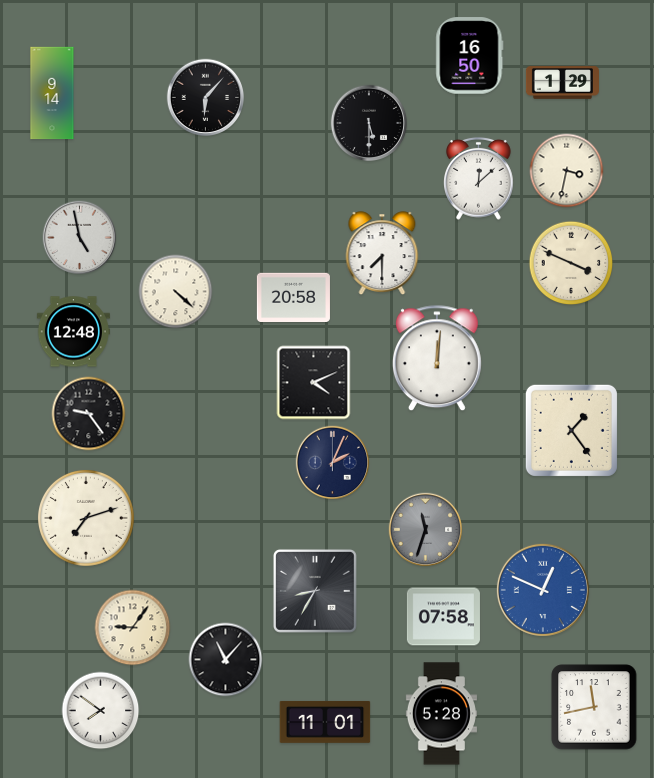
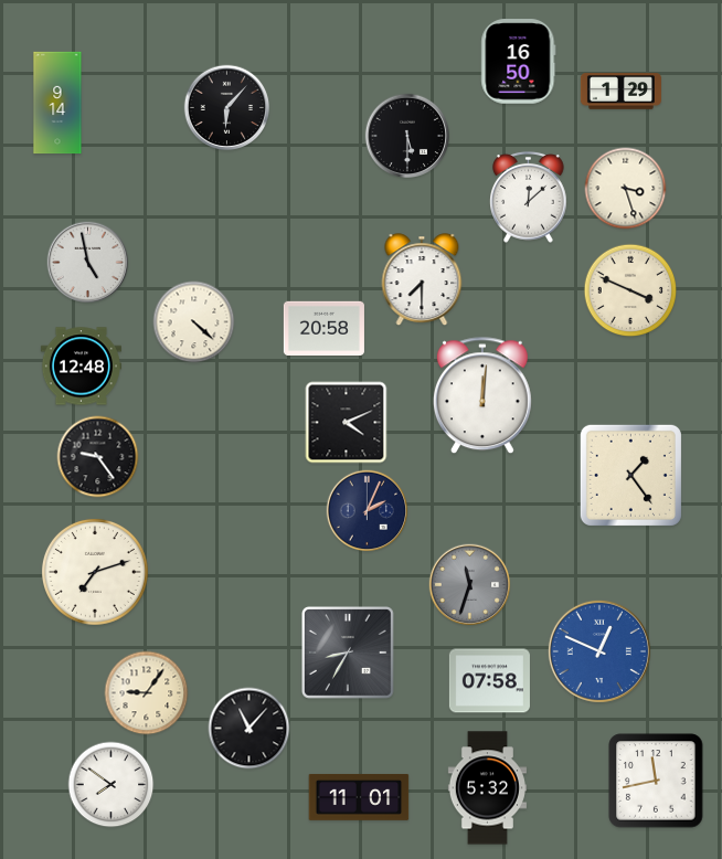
clock at (567, 171): 3:32 -> 3:27
clock at (441, 714): 5:28 -> 5:32
